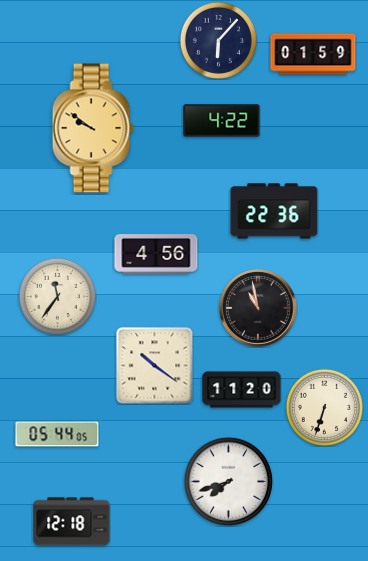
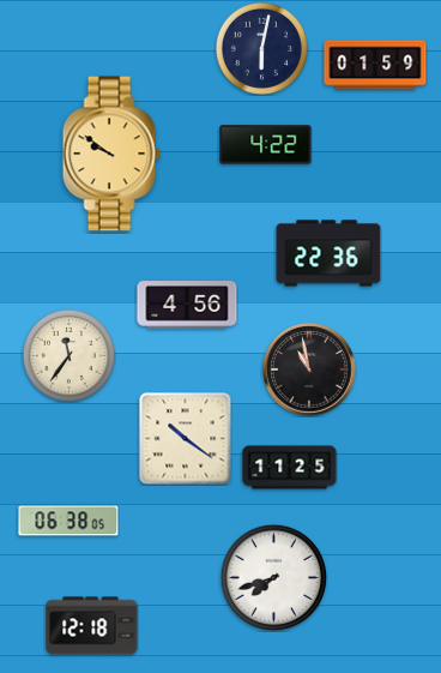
clock at (218, 40): 6:07 -> 6:02
clock at (242, 390): 11:20 -> 11:25
clock at (324, 407): 6:33 -> none
clock at (57, 434): 05:44 -> 06:38
clock at (72, 522) position: (72, 522) -> (92, 626)
